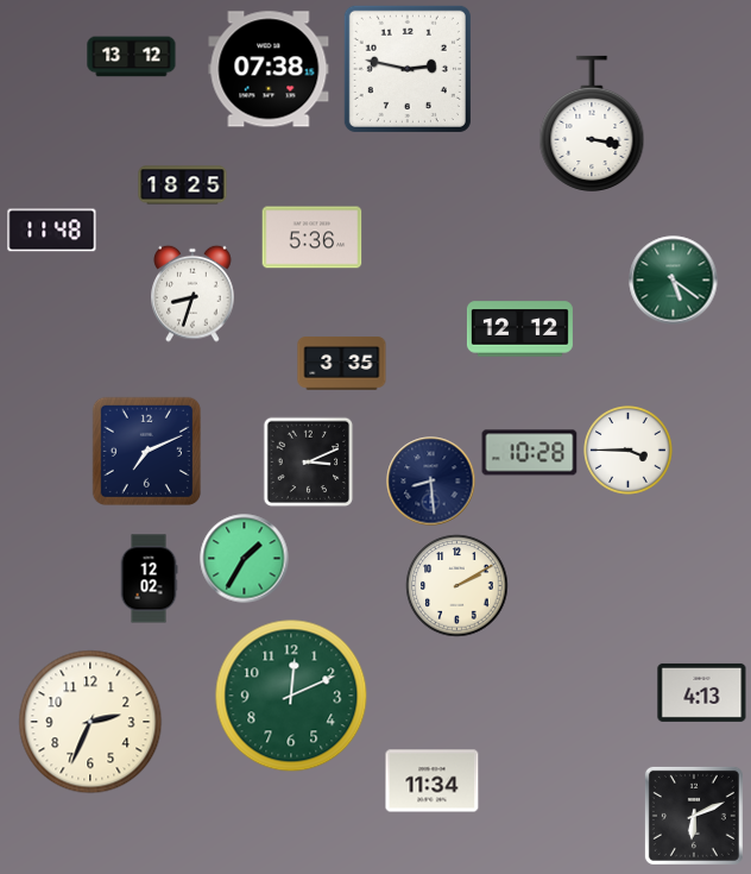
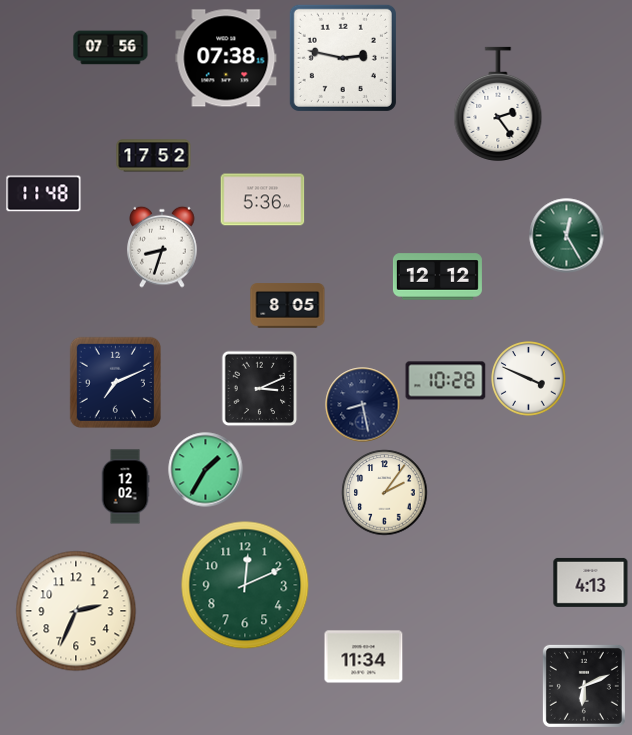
clock at (132, 57): 13:12 -> 07:56
clock at (592, 124): 3:17 -> 2:24
clock at (183, 186): 18:25 -> 17:52
clock at (674, 281): 5:21 -> 12:25
clock at (342, 364): 3:35 -> 8:05
clock at (146, 451) position: (146, 451) -> (115, 382)
clock at (629, 451): 3:45 -> 3:49
clock at (431, 482): 8:29 -> 8:28
clock at (457, 586): 2:10 -> 2:06
clock at (90, 722) position: (90, 722) -> (76, 611)
